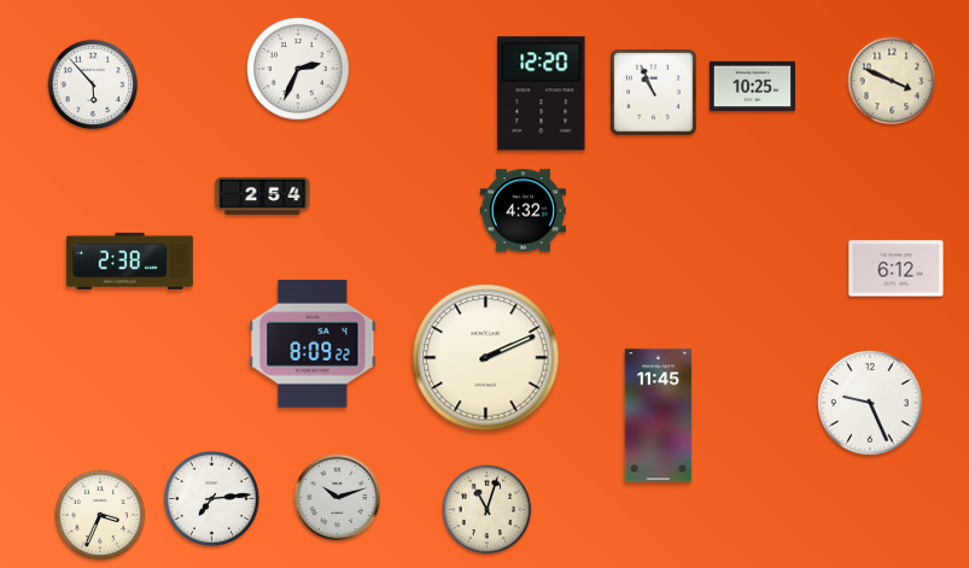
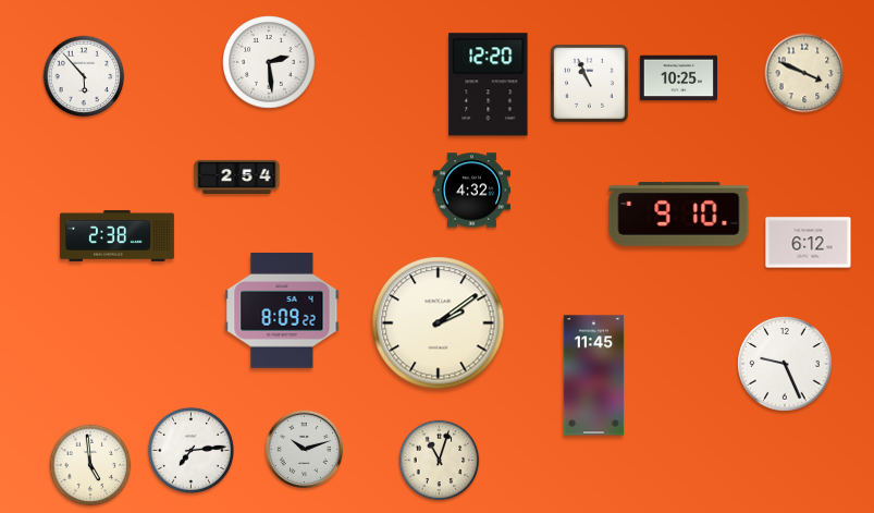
clock at (298, 69): 2:34 -> 2:29
clock at (679, 213): none -> 9:10
clock at (486, 358): 2:11 -> 2:09
clock at (100, 515): 3:34 -> 4:59
